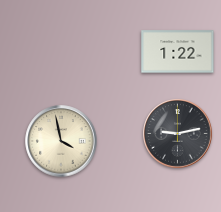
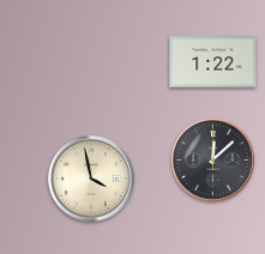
clock at (178, 134): 9:13 -> 12:08
clock at (61, 141) position: (61, 141) -> (91, 179)
